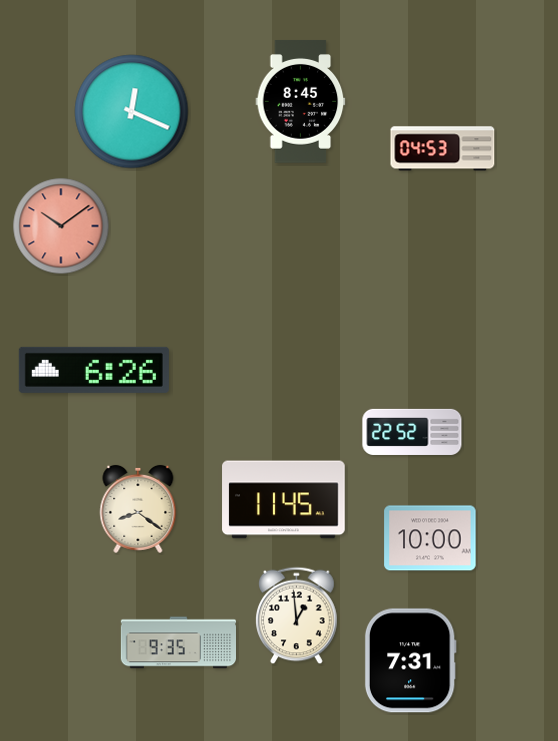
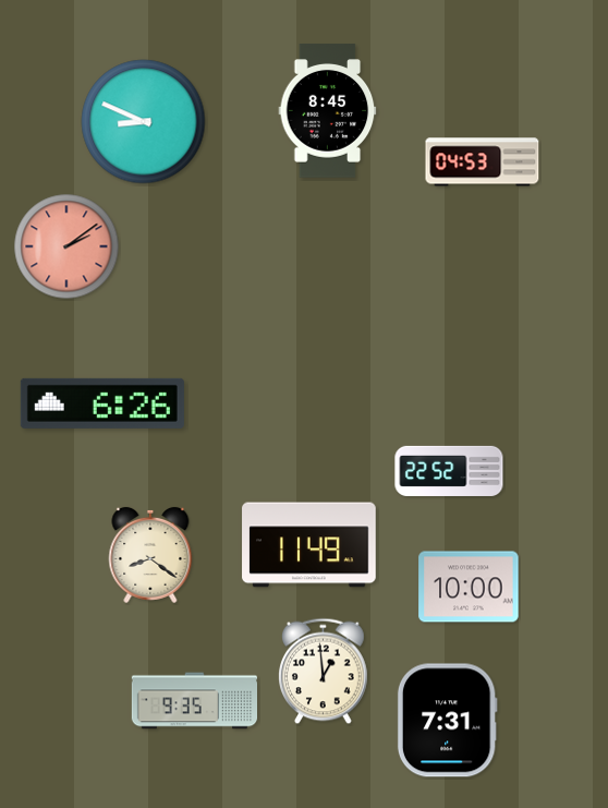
clock at (132, 112): 12:19 -> 8:49
clock at (61, 226): 10:09 -> 2:09
clock at (284, 500): 11:45 -> 11:49
